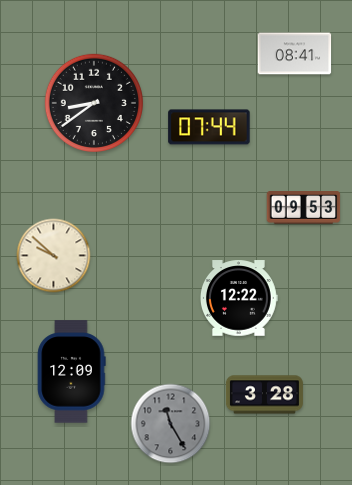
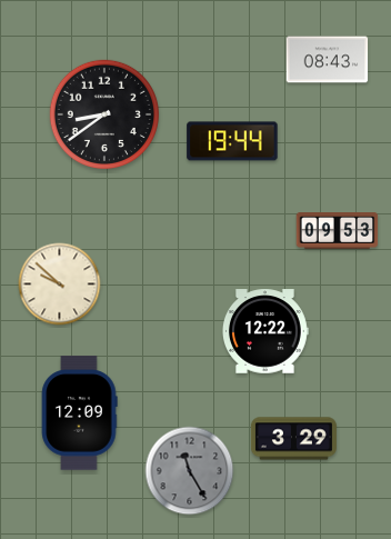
clock at (295, 54): 08:41 -> 08:43
clock at (209, 127): 07:44 -> 19:44
clock at (264, 395): 3:28 -> 3:29
